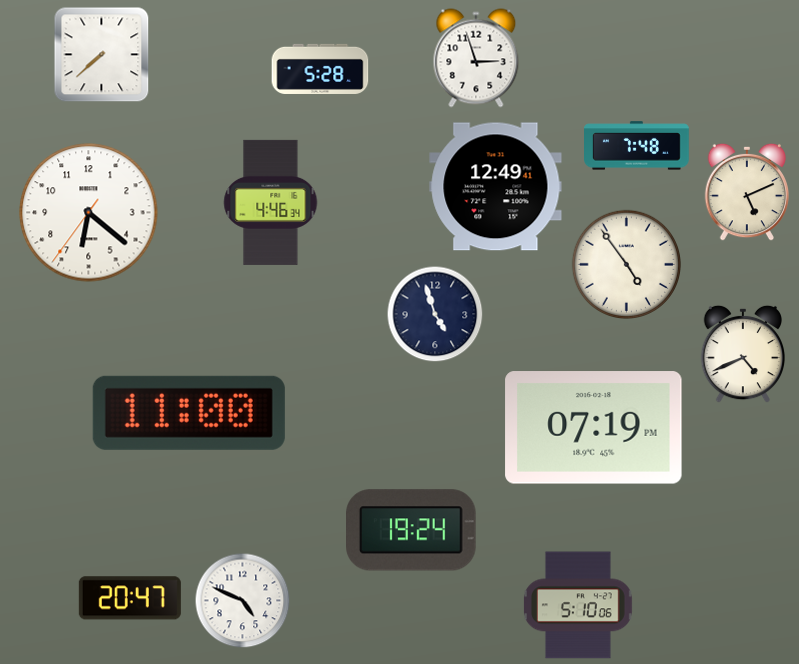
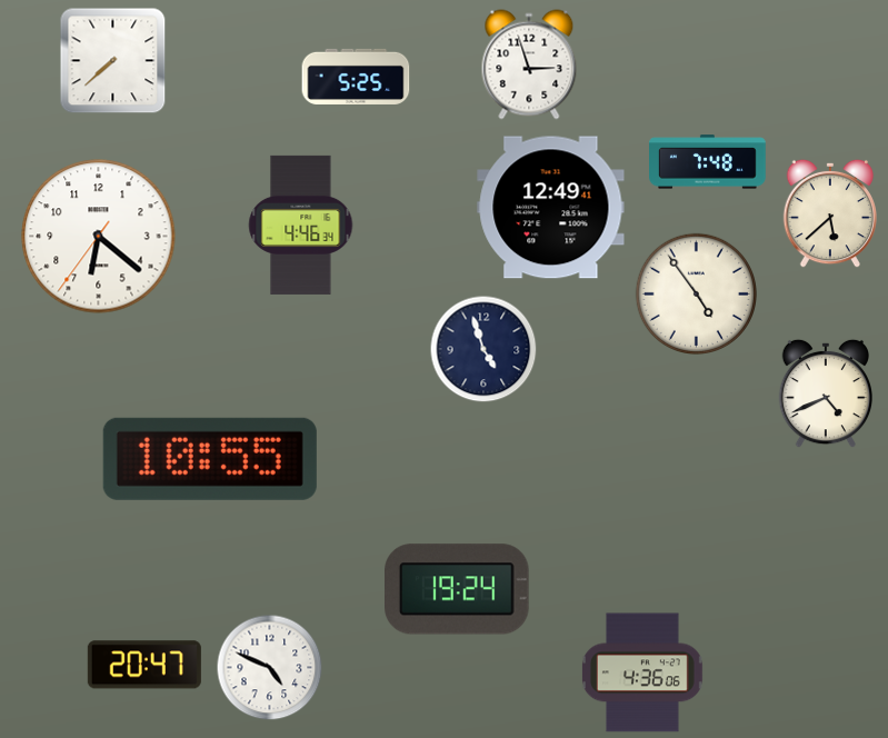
clock at (320, 69): 5:28 -> 5:25
clock at (746, 192): 5:11 -> 5:38
clock at (189, 413): 11:00 -> 10:55
clock at (594, 428): 07:19 -> none
clock at (578, 605): 5:10 -> 4:36
